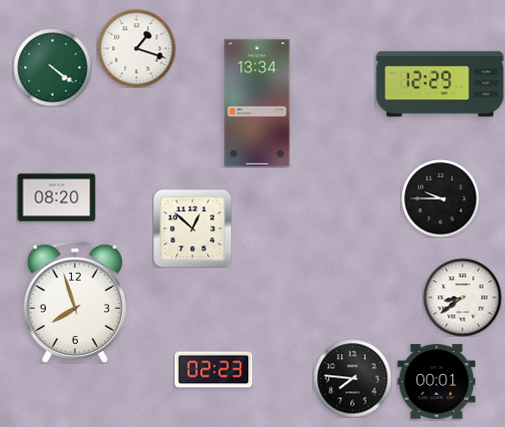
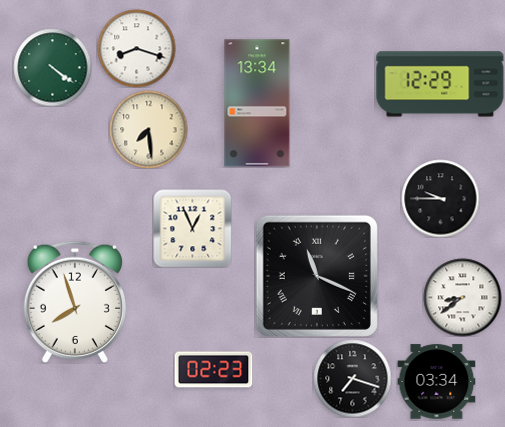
clock at (136, 48): 1:18 -> 8:18
clock at (148, 129): none -> 7:29
clock at (56, 198): 08:20 -> none
clock at (192, 228): 12:52 -> 12:56
clock at (317, 276): none -> 11:19
clock at (352, 378): 7:46 -> 7:18
clock at (436, 382): 00:01 -> 03:34
